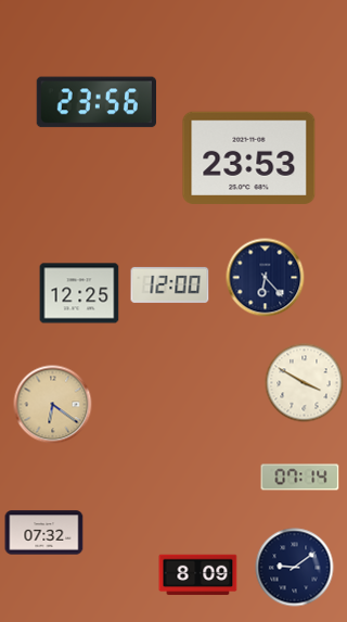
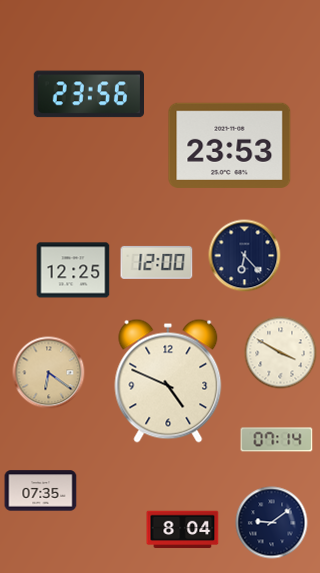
clock at (168, 381): none -> 4:49
clock at (44, 533): 07:32 -> 07:35
clock at (198, 575): 8:09 -> 8:04
